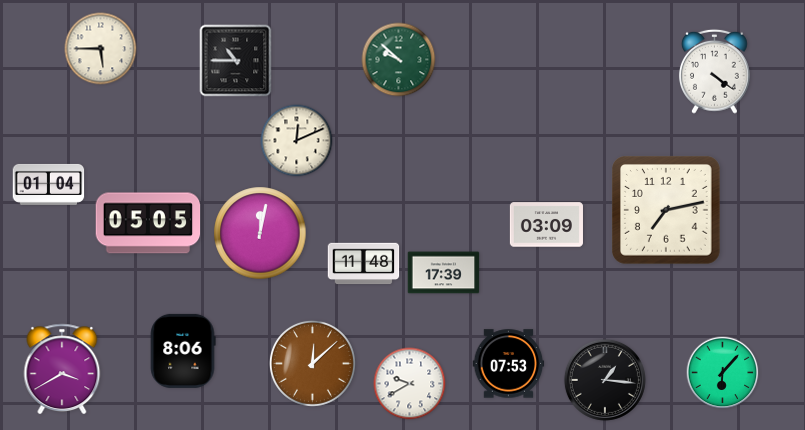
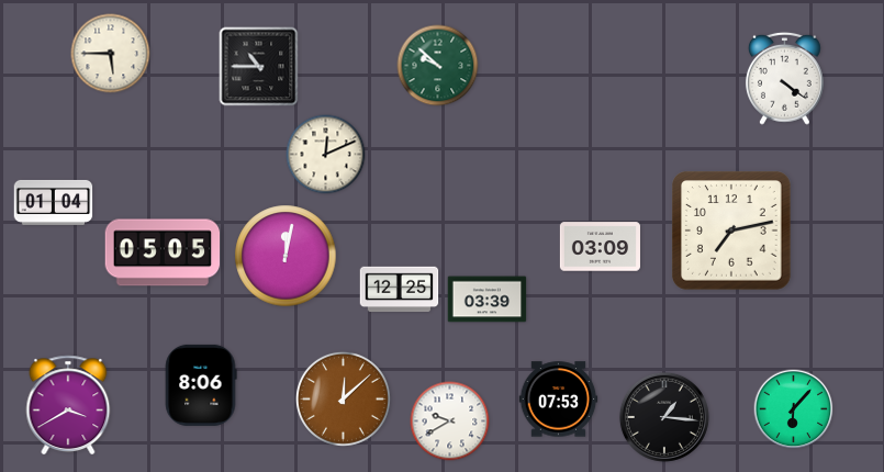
clock at (148, 223) position: (148, 223) -> (163, 252)
clock at (364, 264): 11:48 -> 12:25
clock at (444, 273): 17:39 -> 03:39
